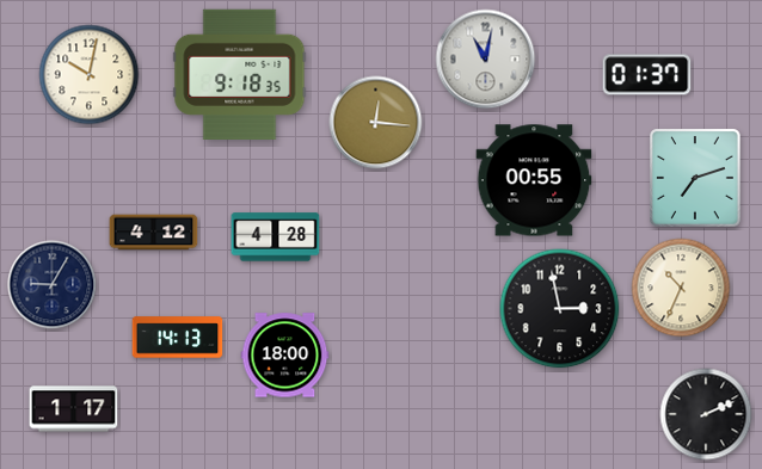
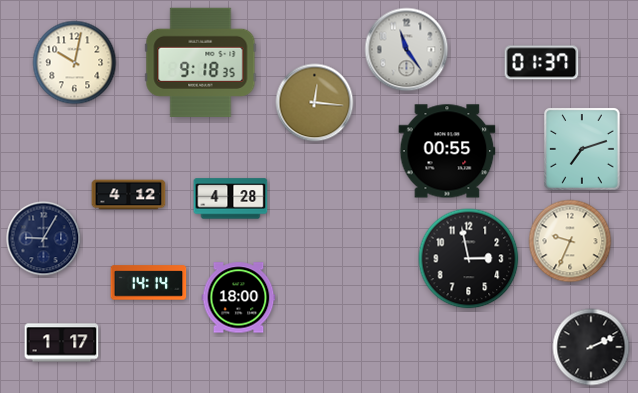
clock at (486, 60): 11:02 -> 11:24
clock at (681, 288): 10:34 -> 9:34
clock at (178, 338): 14:13 -> 14:14
